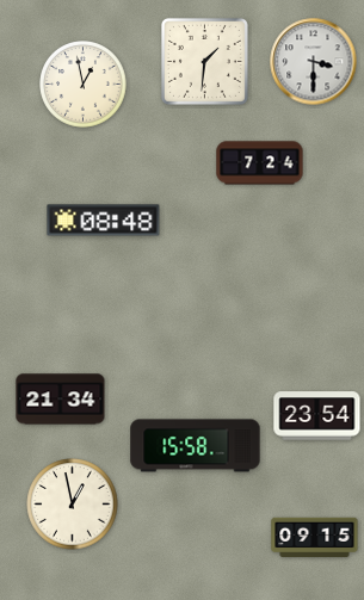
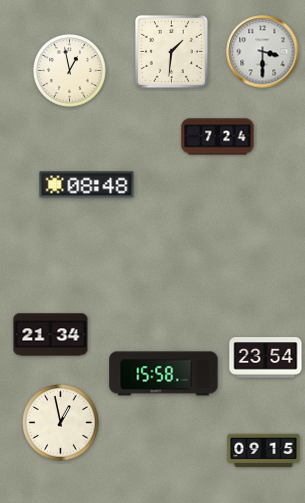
clock at (317, 416) position: (317, 416) -> (266, 358)
